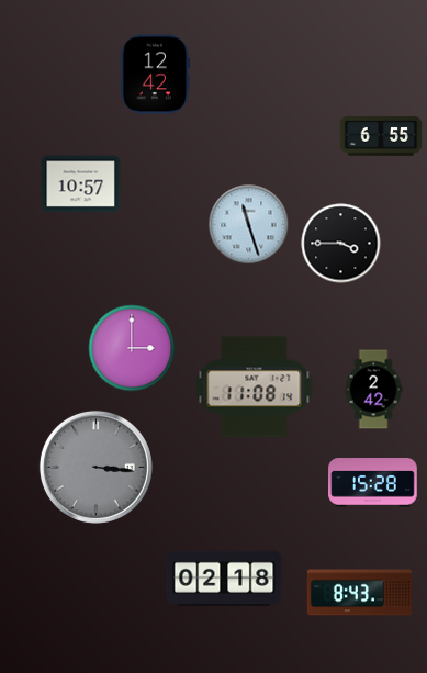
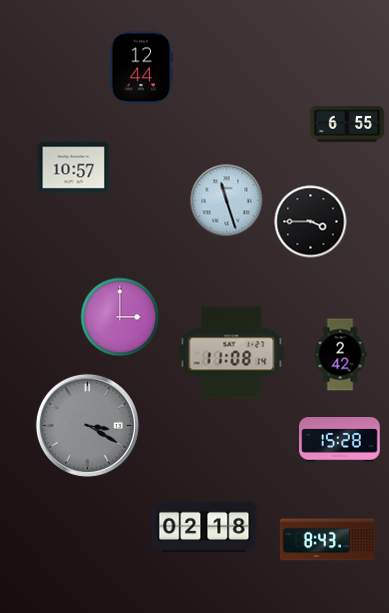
clock at (156, 75): 12:42 -> 12:44
clock at (249, 225) position: (249, 225) -> (227, 201)
clock at (95, 467): 3:16 -> 3:20
